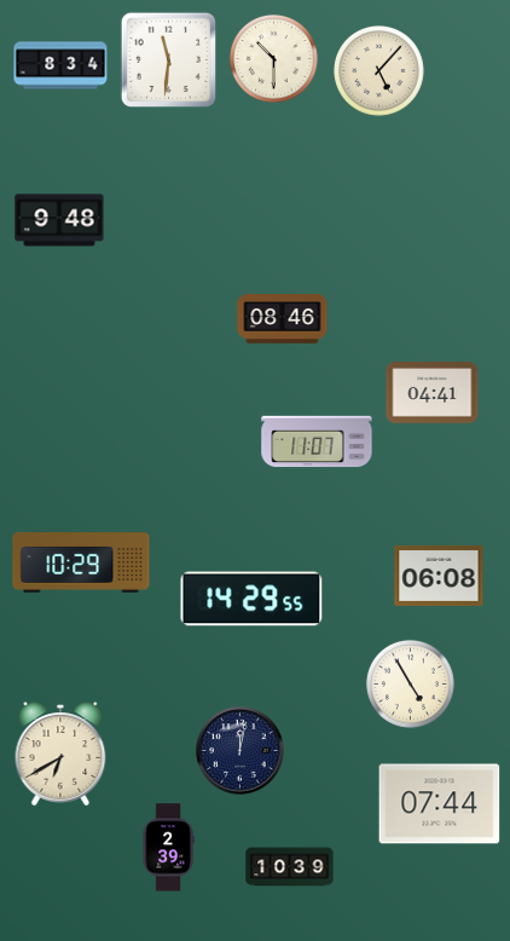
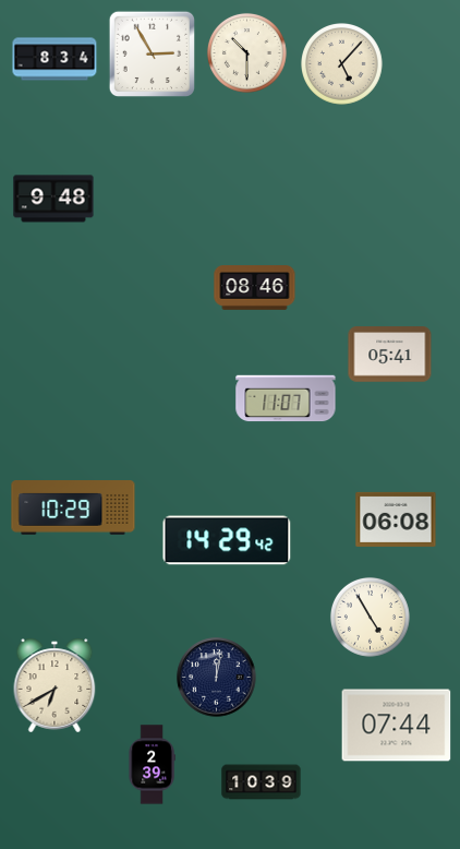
clock at (168, 59): 11:31 -> 2:55
clock at (433, 393): 04:41 -> 05:41
clock at (251, 599): 14:29:55 -> 14:29:42
clock at (60, 754) position: (60, 754) -> (55, 685)
